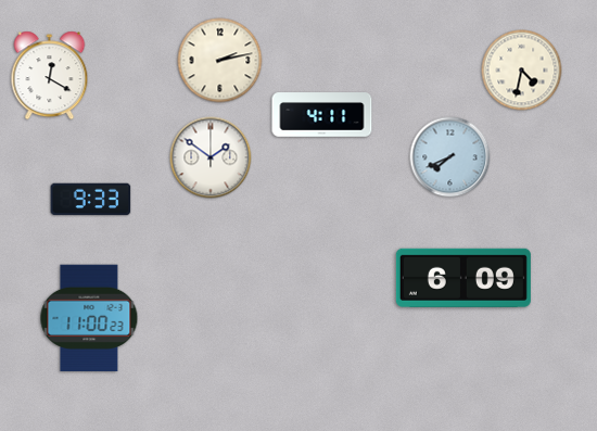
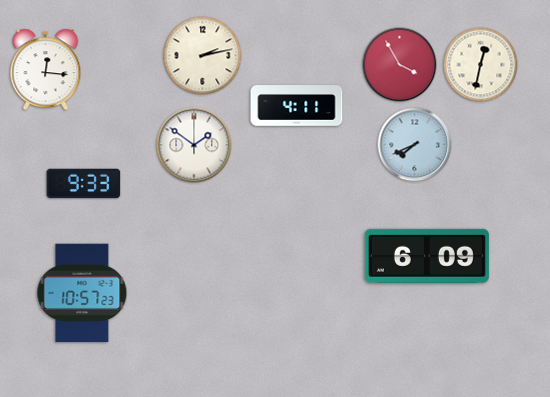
clock at (400, 65): none -> 3:55
clock at (522, 71): 4:32 -> 12:32
clock at (50, 76): 12:20 -> 12:16
clock at (89, 318): 11:00 -> 10:57
